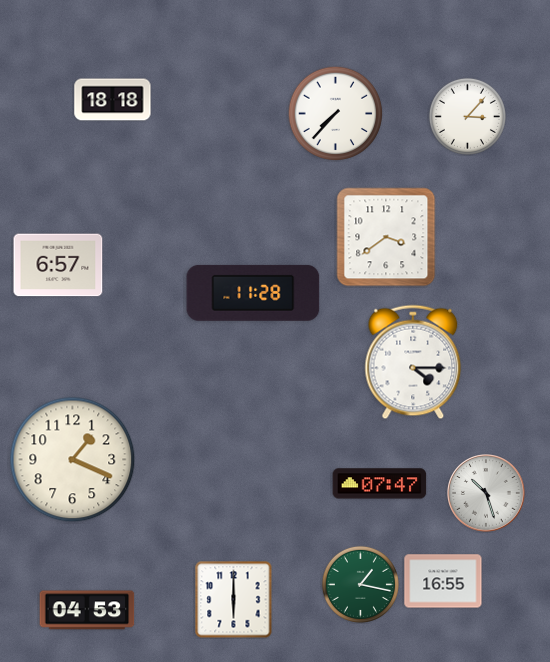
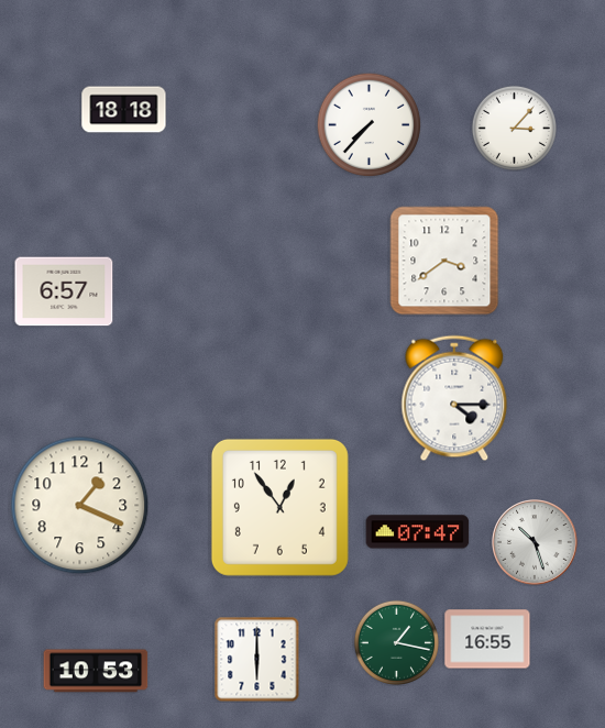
clock at (386, 237) position: (386, 237) -> (444, 261)
clock at (253, 293): 11:28 -> none
clock at (279, 507): none -> 12:54
clock at (87, 610): 04:53 -> 10:53
